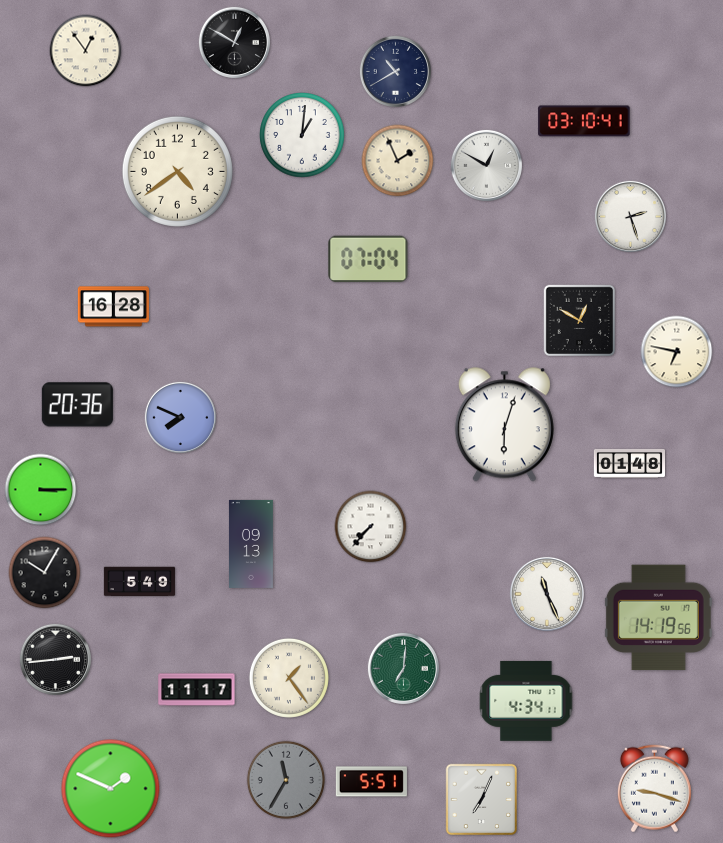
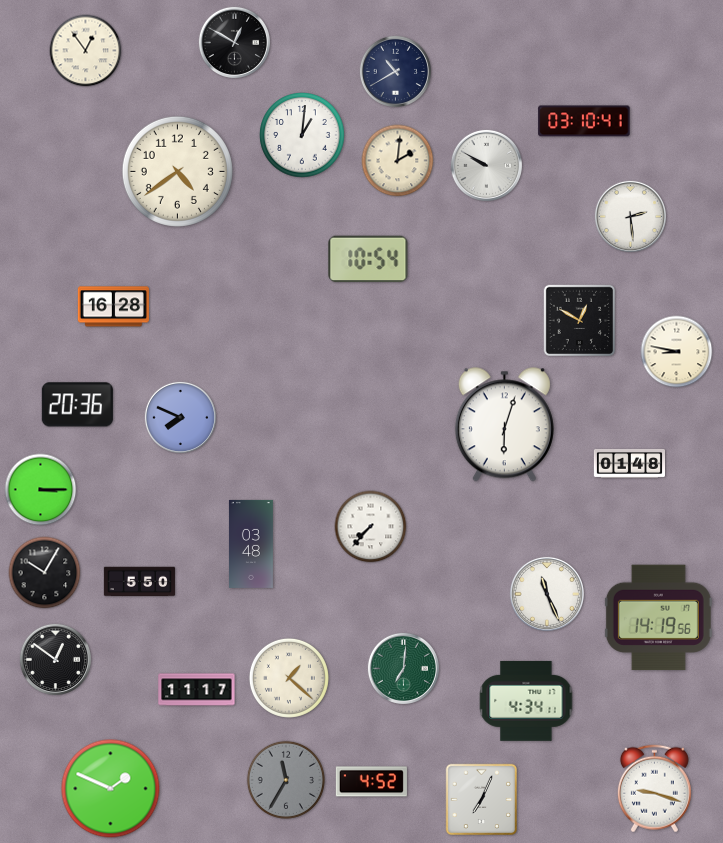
clock at (398, 161): 1:56 -> 2:01
clock at (486, 165): 12:50 -> 9:50
clock at (630, 216): 2:27 -> 2:29
clock at (368, 259): 07:04 -> 10:54
clock at (677, 352): 6:47 -> 8:47
clock at (251, 544): 09:13 -> 03:48
clock at (139, 582): 5:49 -> 5:50
clock at (55, 659): 2:44 -> 12:51
clock at (289, 678): 1:24 -> 1:22
clock at (371, 782): 5:51 -> 4:52
